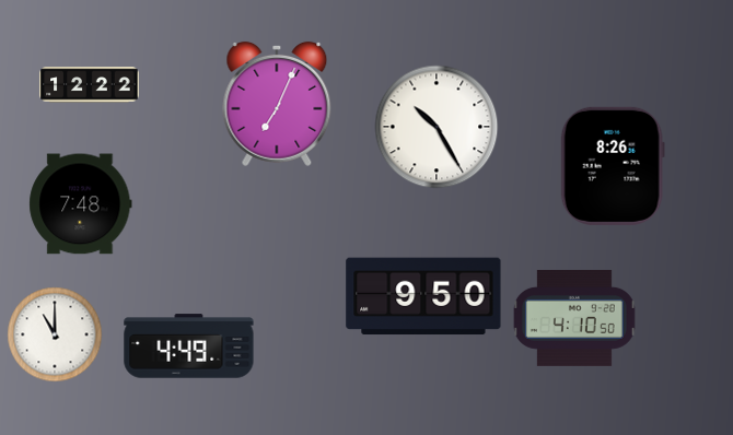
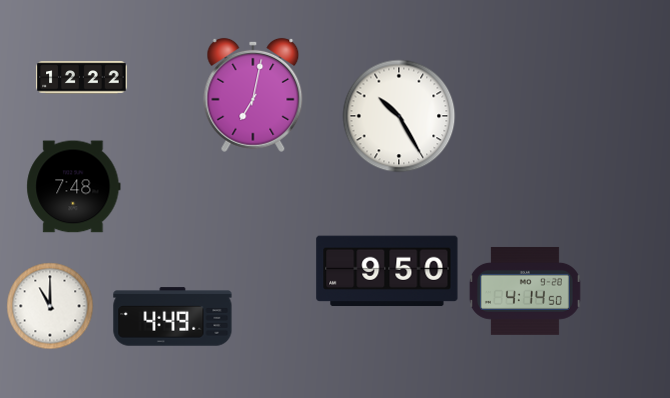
clock at (277, 104): 7:04 -> 7:02
clock at (613, 166): 8:26 -> none
clock at (574, 318): 4:10 -> 4:14
